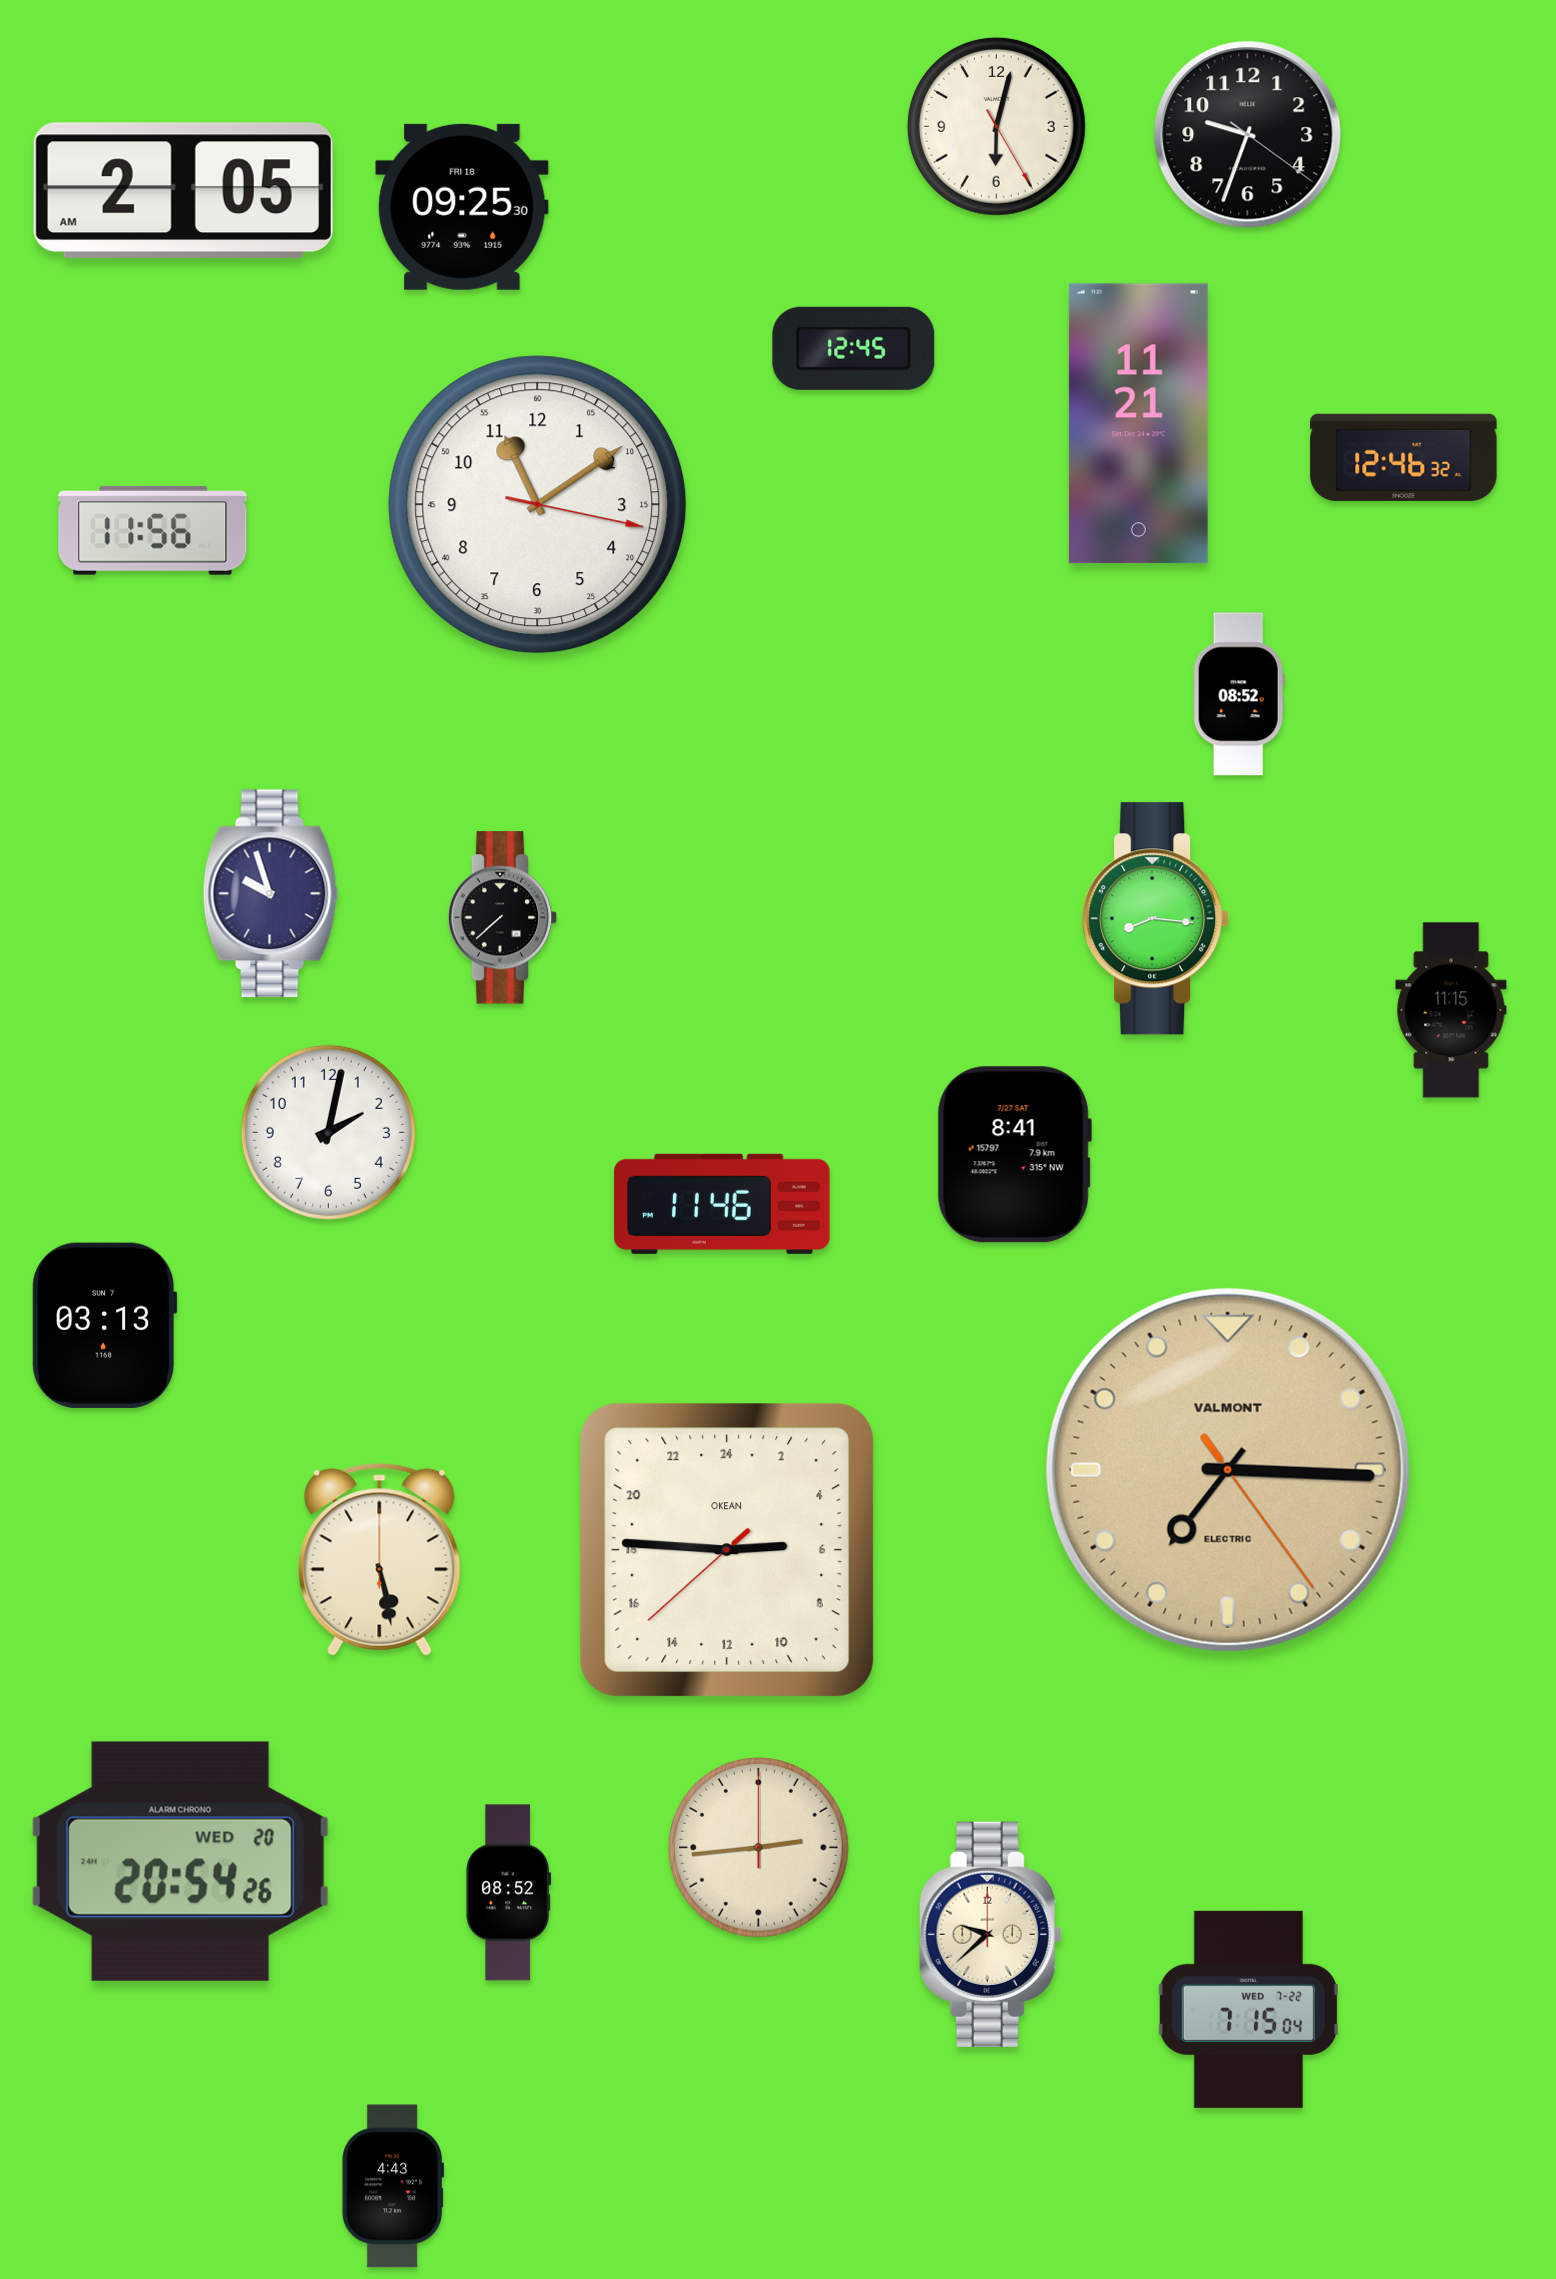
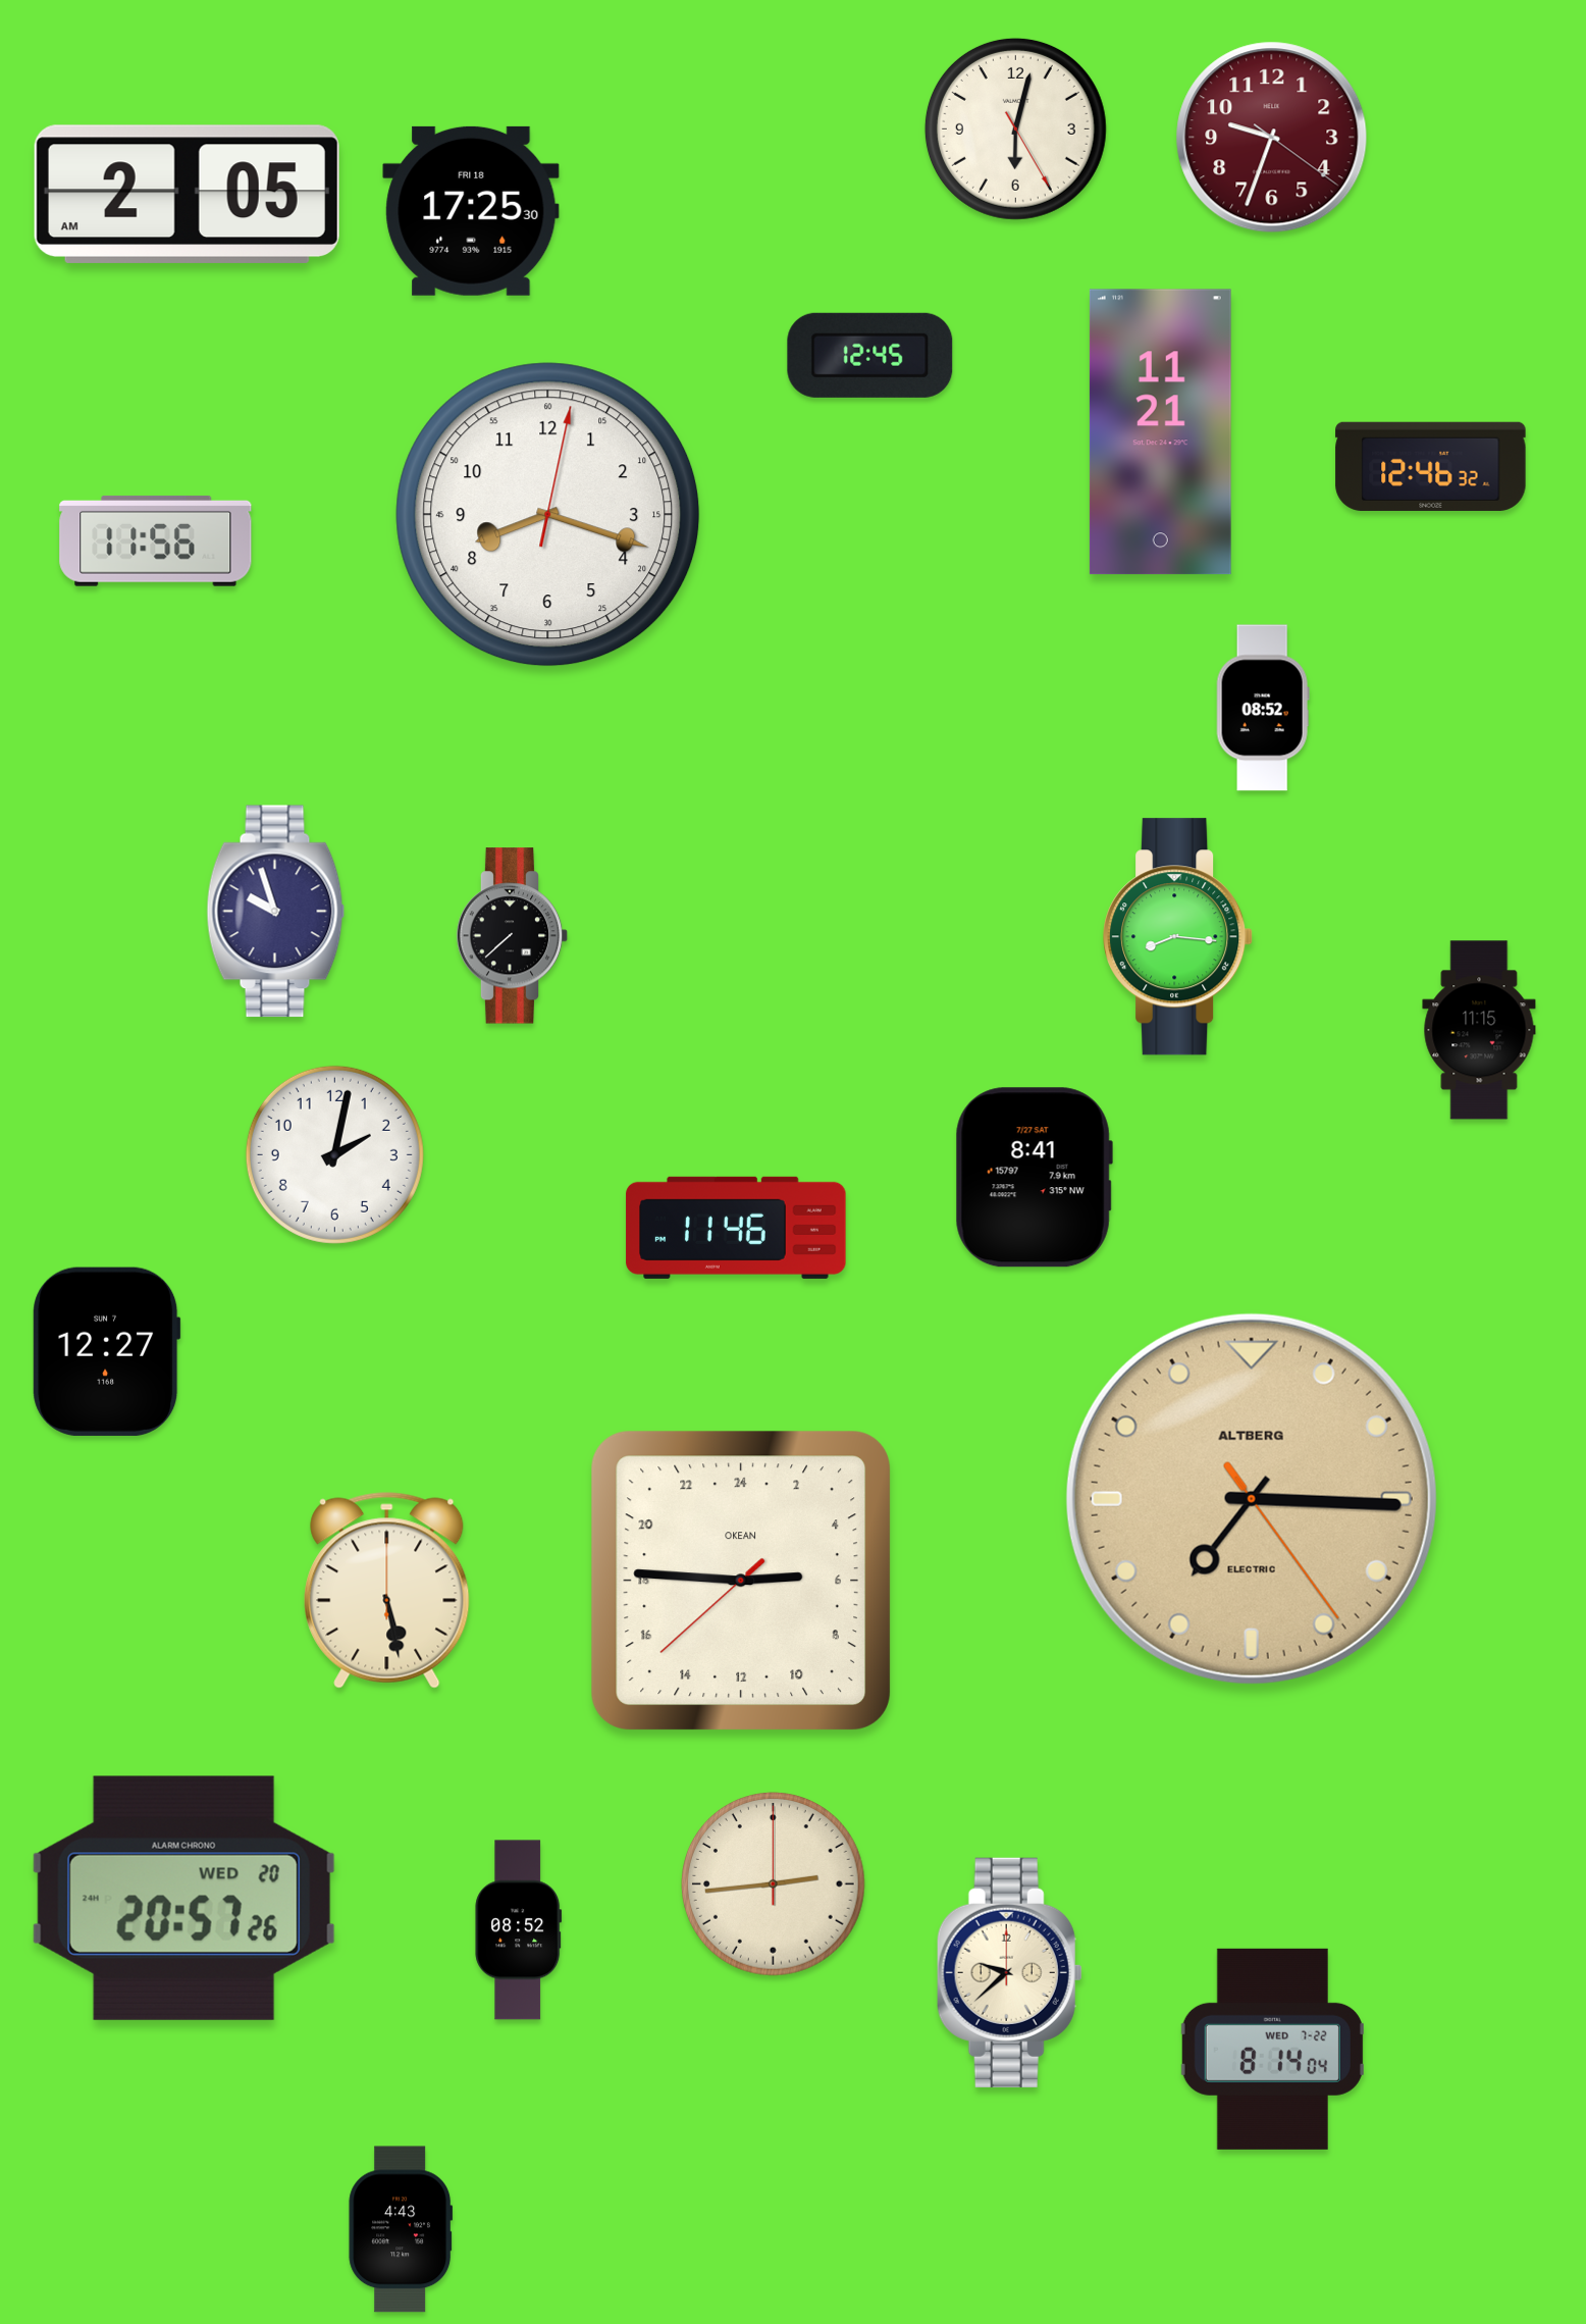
clock at (1248, 135) dial: black -> burgundy
clock at (462, 207): 09:25 -> 17:25
clock at (538, 505): 11:09 -> 8:18
clock at (105, 1325): 03:13 -> 12:27
clock at (1228, 1470) brand: VALMONT -> ALTBERG
clock at (180, 1861): 20:54 -> 20:57
clock at (1248, 2009): 7:15 -> 8:14
